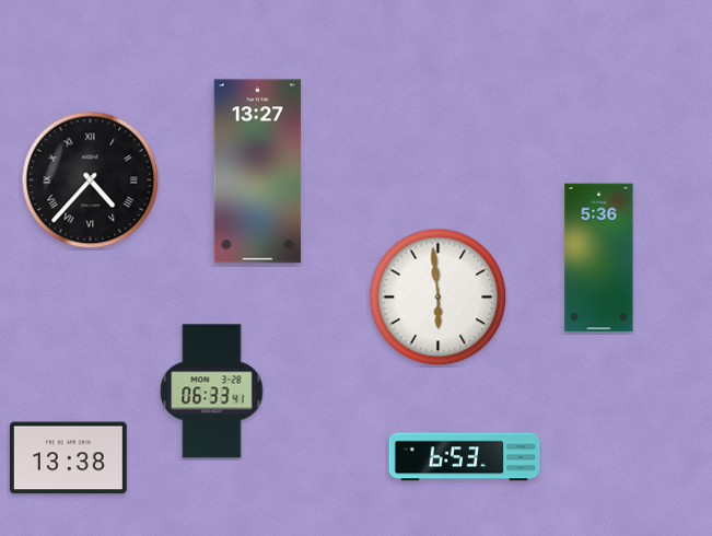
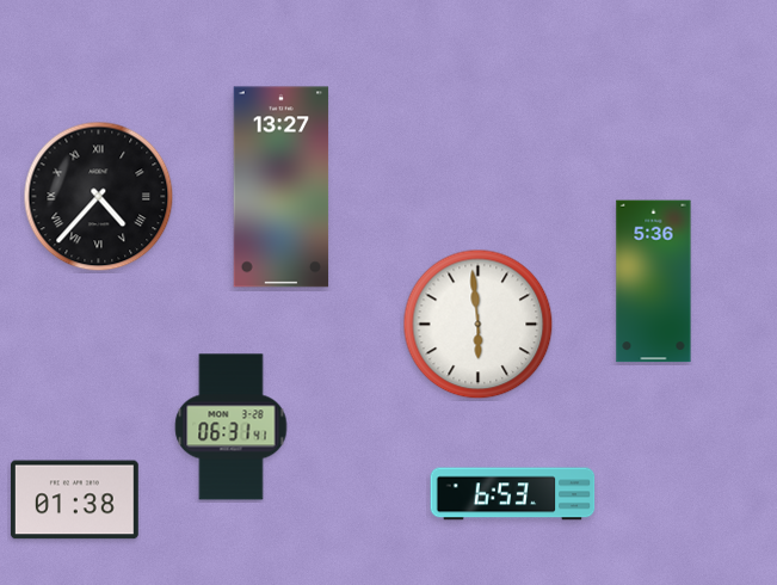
clock at (212, 392): 06:33 -> 06:31
clock at (465, 457) position: (465, 457) -> (513, 494)
clock at (68, 458): 13:38 -> 01:38
